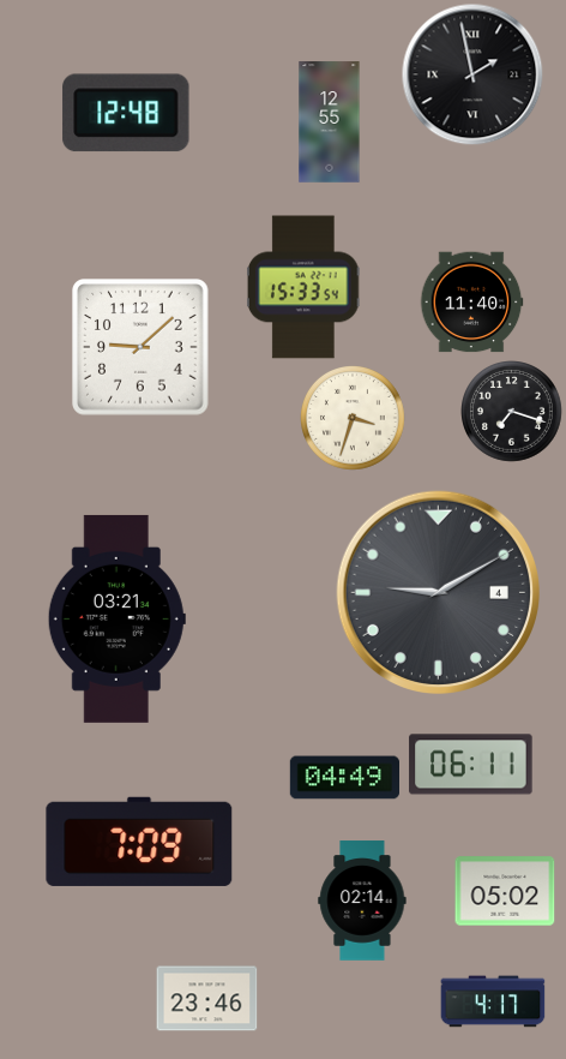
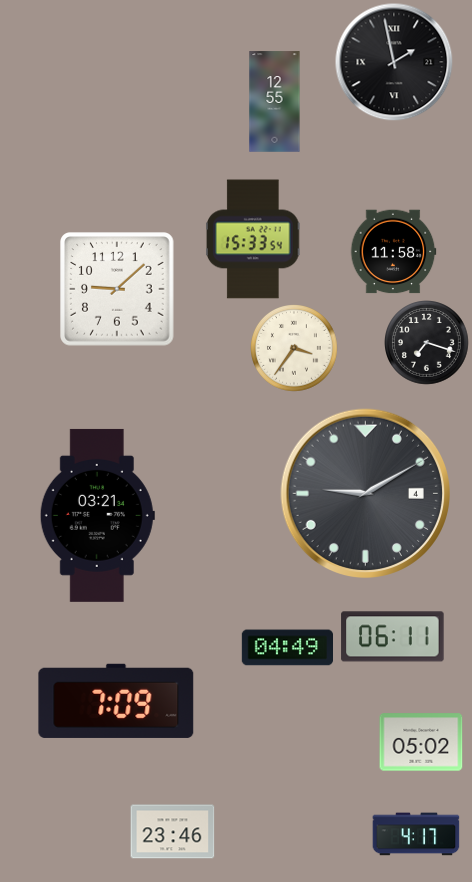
clock at (126, 113): 12:48 -> none
clock at (471, 303): 11:40 -> 11:58
clock at (354, 419): 3:33 -> 3:36
clock at (362, 901): 02:14 -> none
clock at (493, 1001) position: (493, 1001) -> (416, 834)
